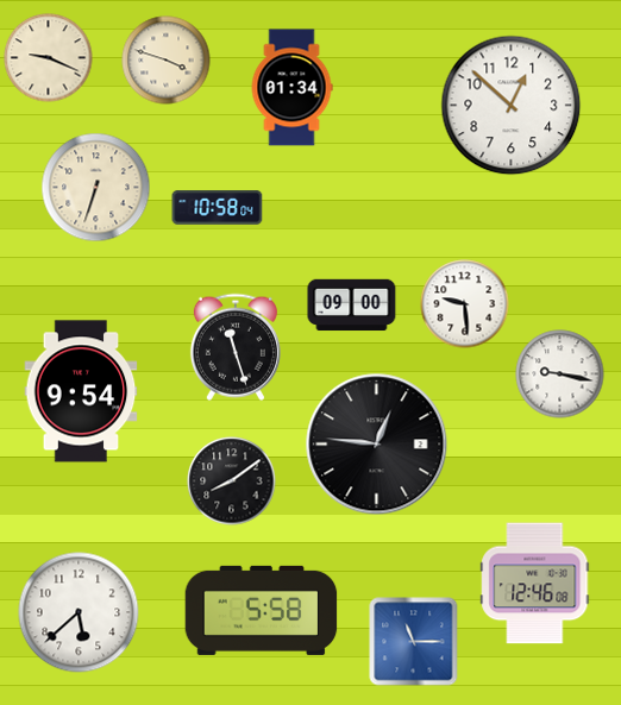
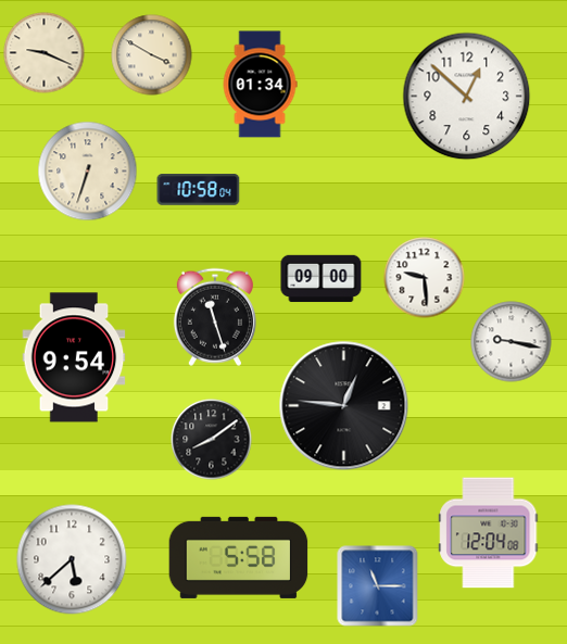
clock at (167, 61): 3:48 -> 3:50
clock at (291, 88) position: (291, 88) -> (260, 85)
clock at (535, 584): 12:46 -> 12:04
